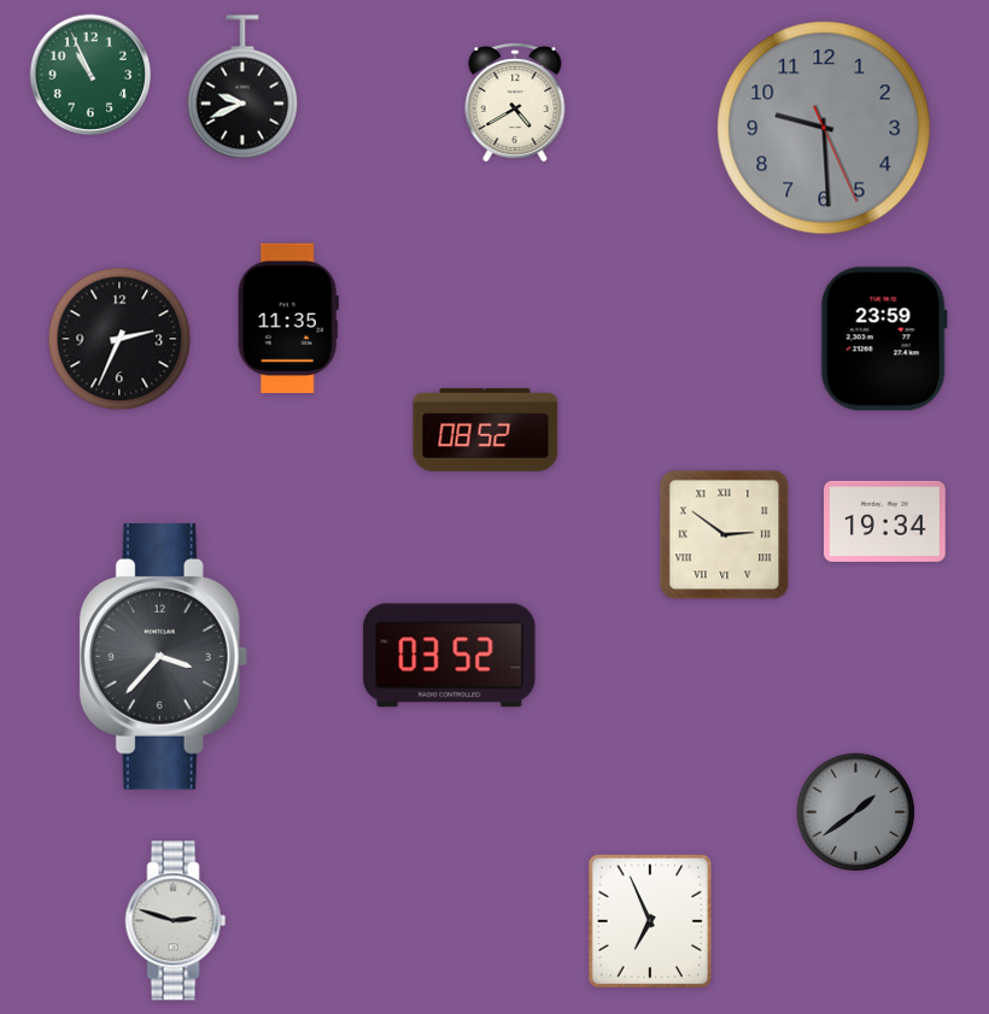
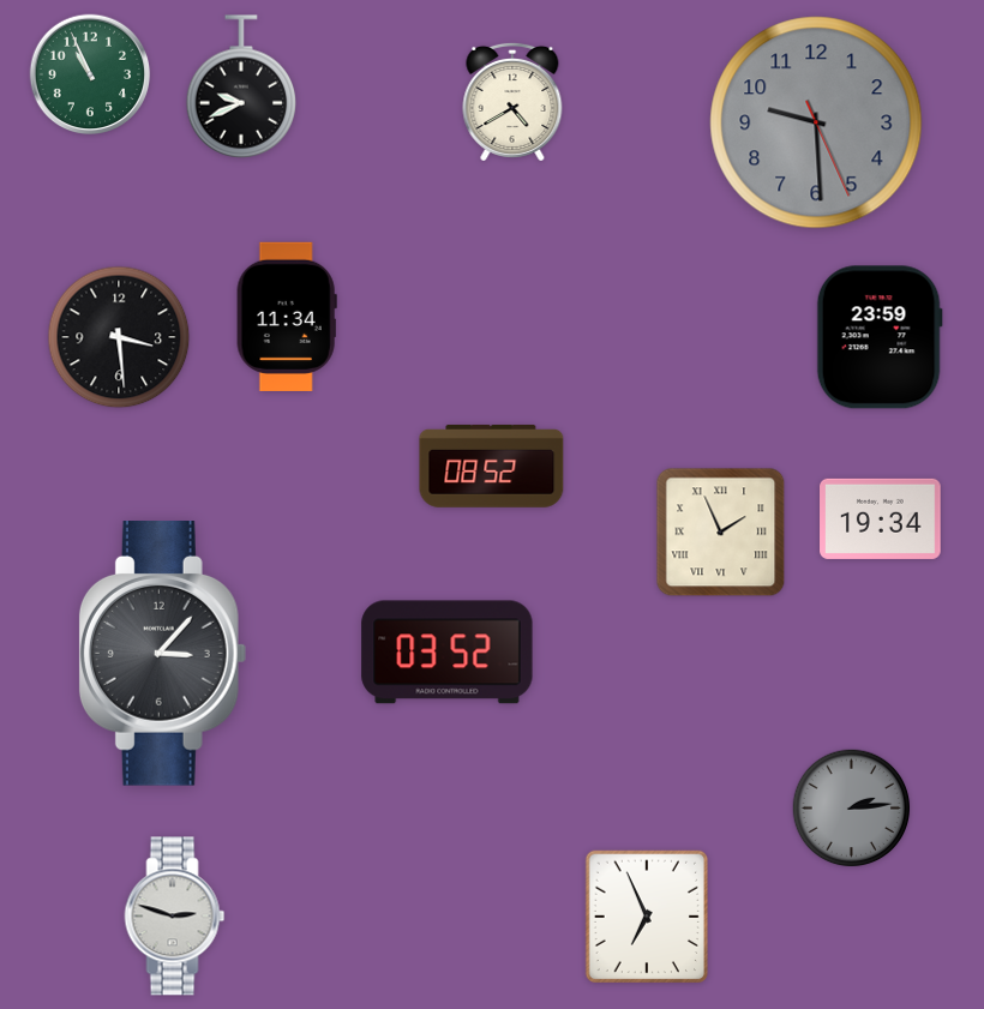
clock at (824, 128) position: (824, 128) -> (816, 122)
clock at (288, 318): 11:35 -> 11:34
clock at (119, 339): 2:34 -> 3:29
clock at (486, 429) position: (486, 429) -> (492, 466)
clock at (725, 535): 2:51 -> 1:56
clock at (164, 657): 3:37 -> 3:07
clock at (856, 813): 1:39 -> 2:14
